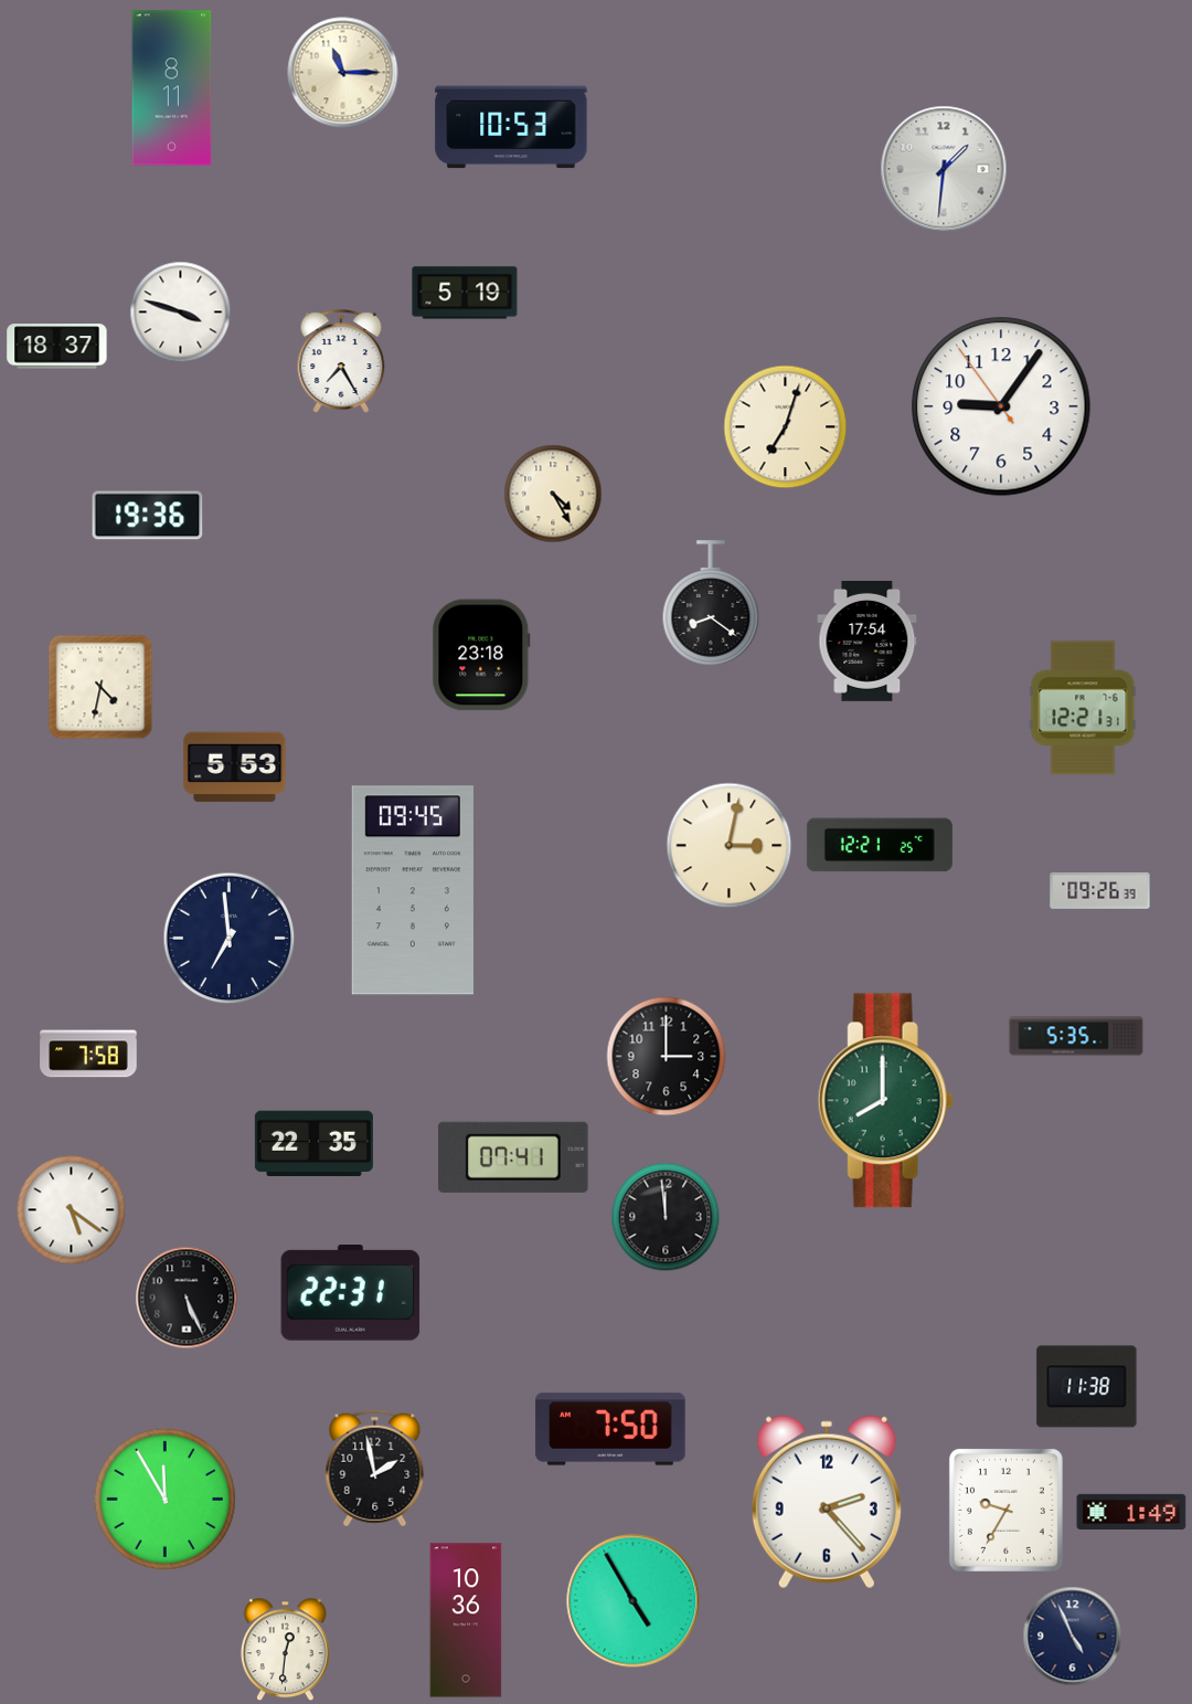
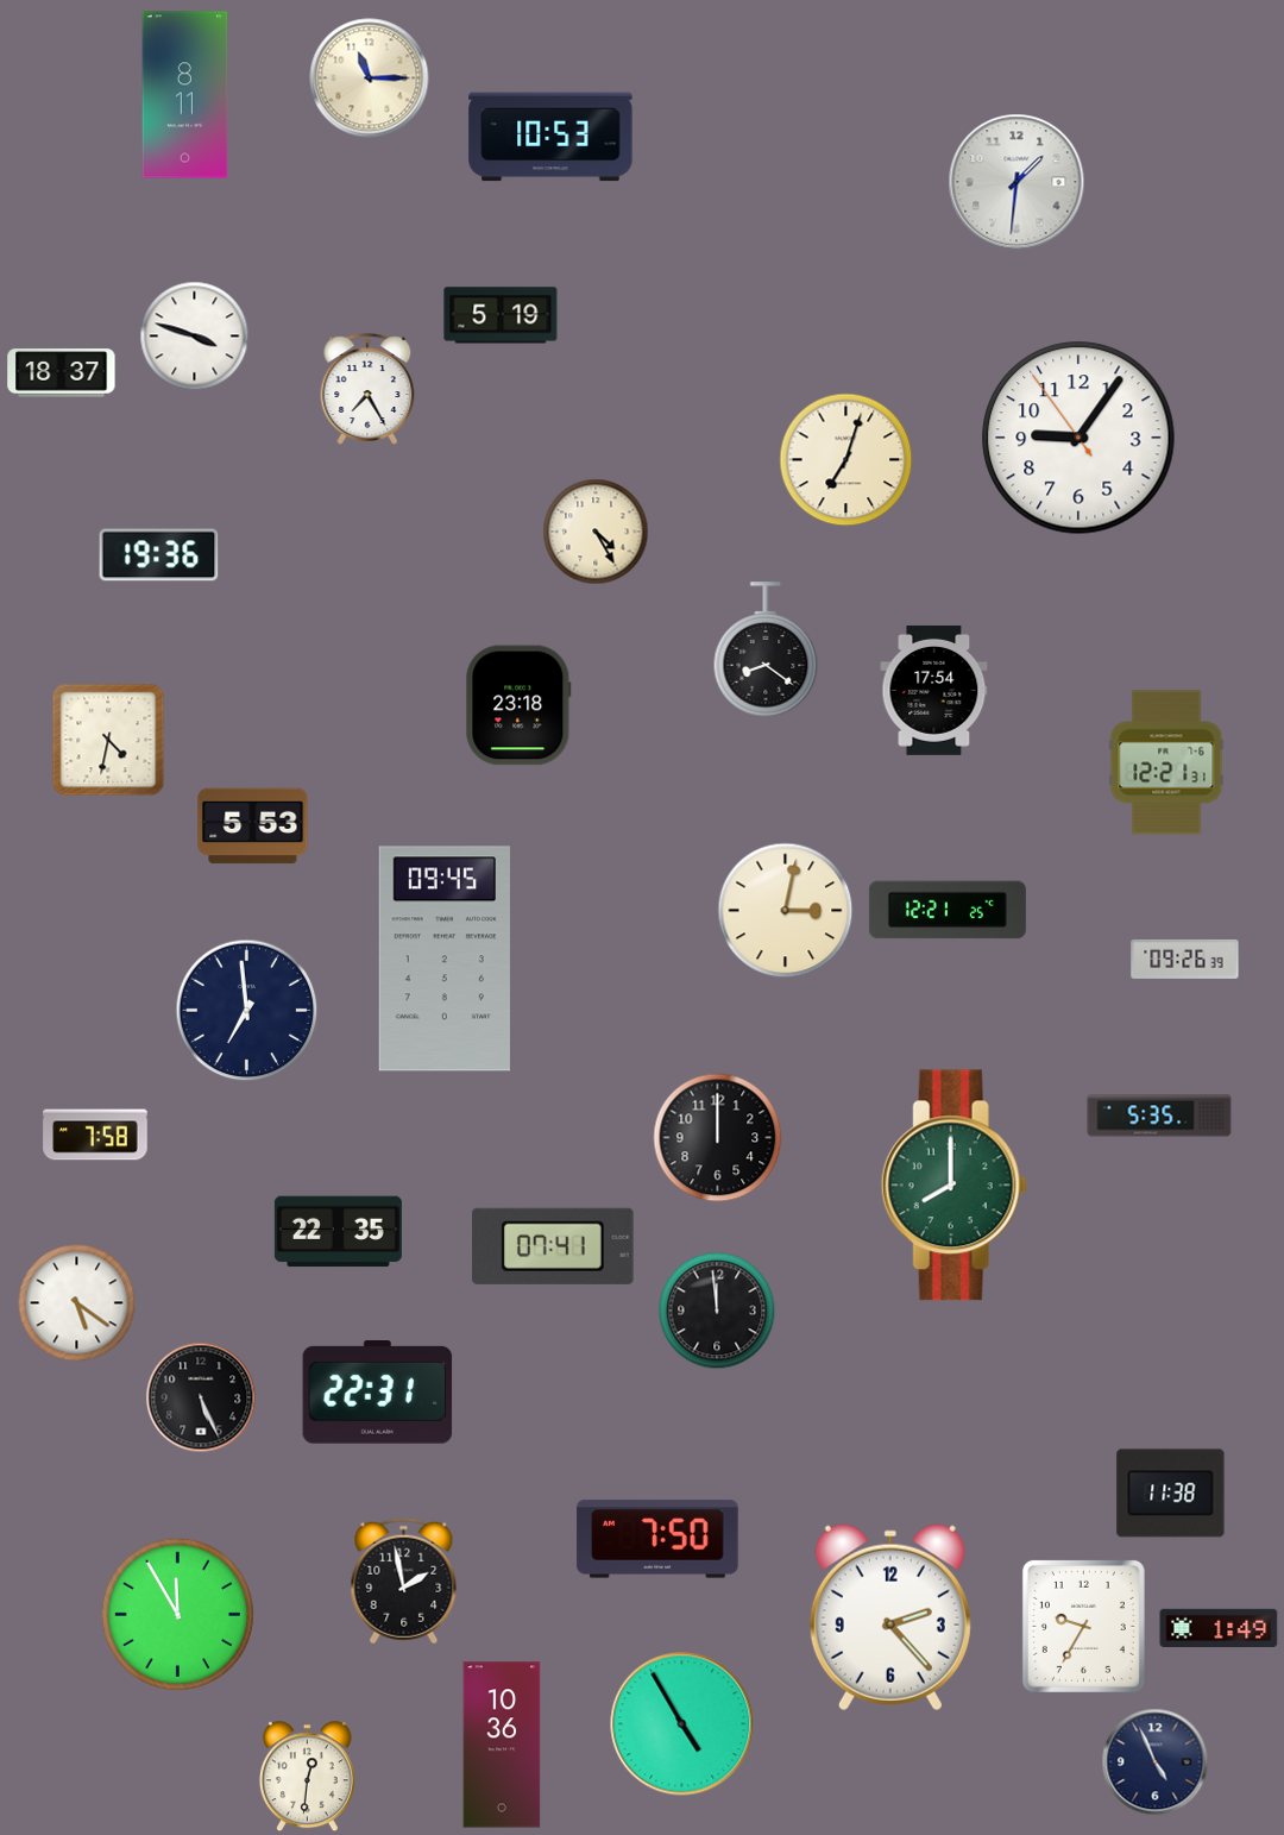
clock at (667, 1057): 3:00 -> 12:00
